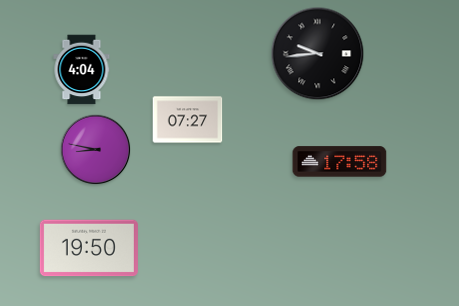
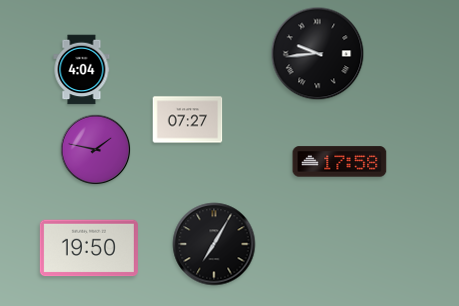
clock at (96, 150): 8:47 -> 1:47
clock at (214, 244): none -> 7:05
